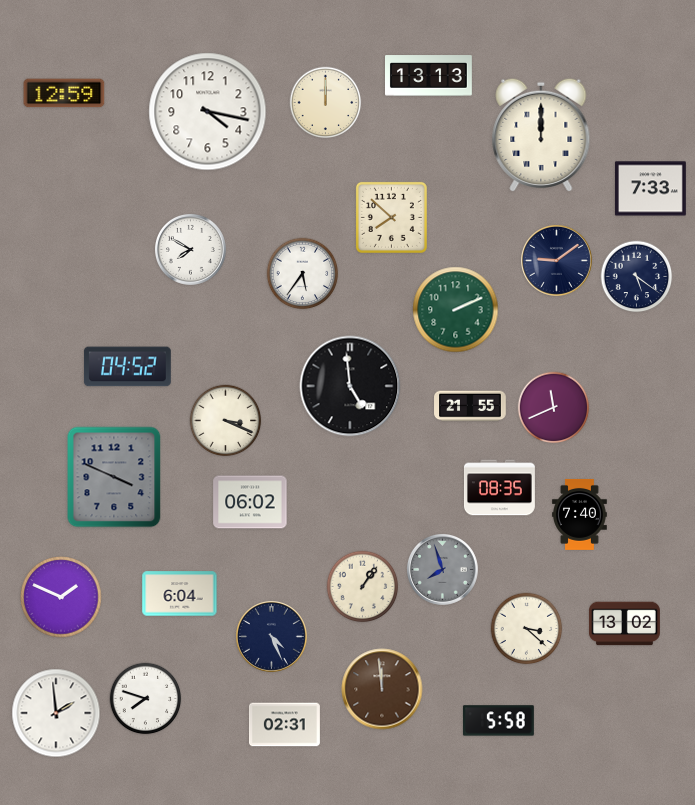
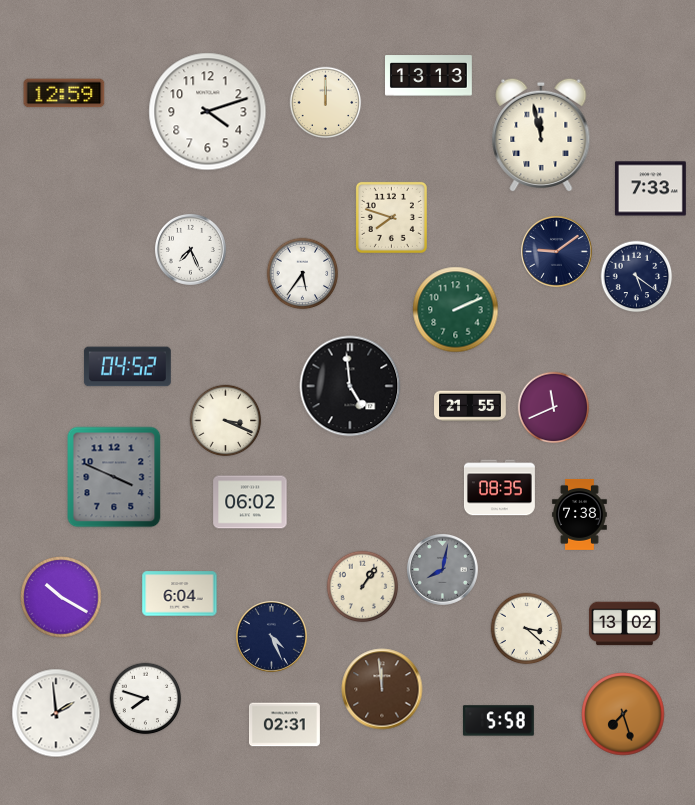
clock at (208, 112): 4:17 -> 4:12
clock at (541, 135): 12:00 -> 11:58
clock at (391, 217): 7:52 -> 7:48
clock at (190, 249): 7:50 -> 7:26
clock at (556, 260) position: (556, 260) -> (556, 251)
clock at (580, 514): 7:40 -> 7:38
clock at (442, 569): 7:57 -> 8:02
clock at (61, 597): 1:49 -> 10:20
clock at (623, 714): none -> 7:27
